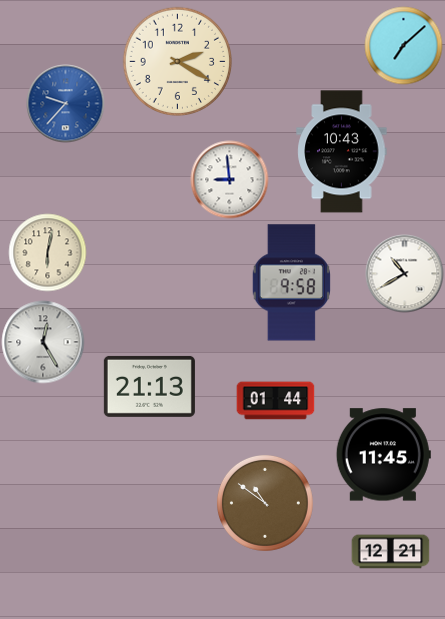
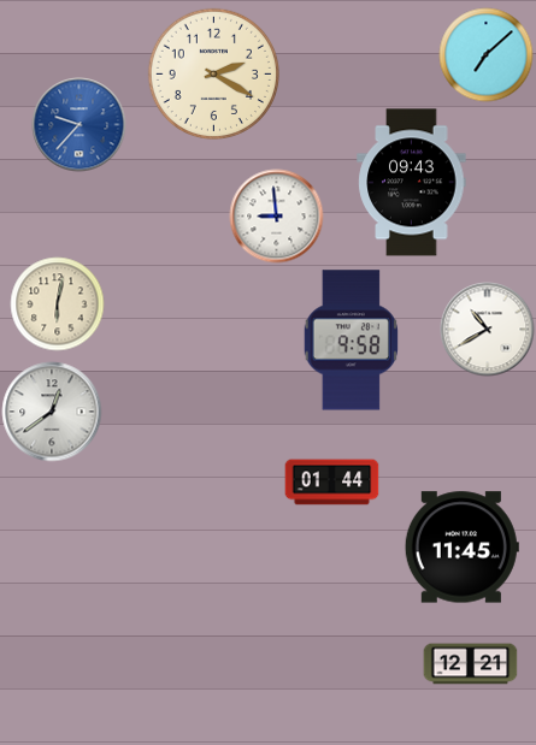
clock at (342, 152): 10:43 -> 09:43
clock at (43, 342): 12:25 -> 12:39
clock at (149, 386): 21:13 -> none
clock at (265, 503): 10:51 -> none
